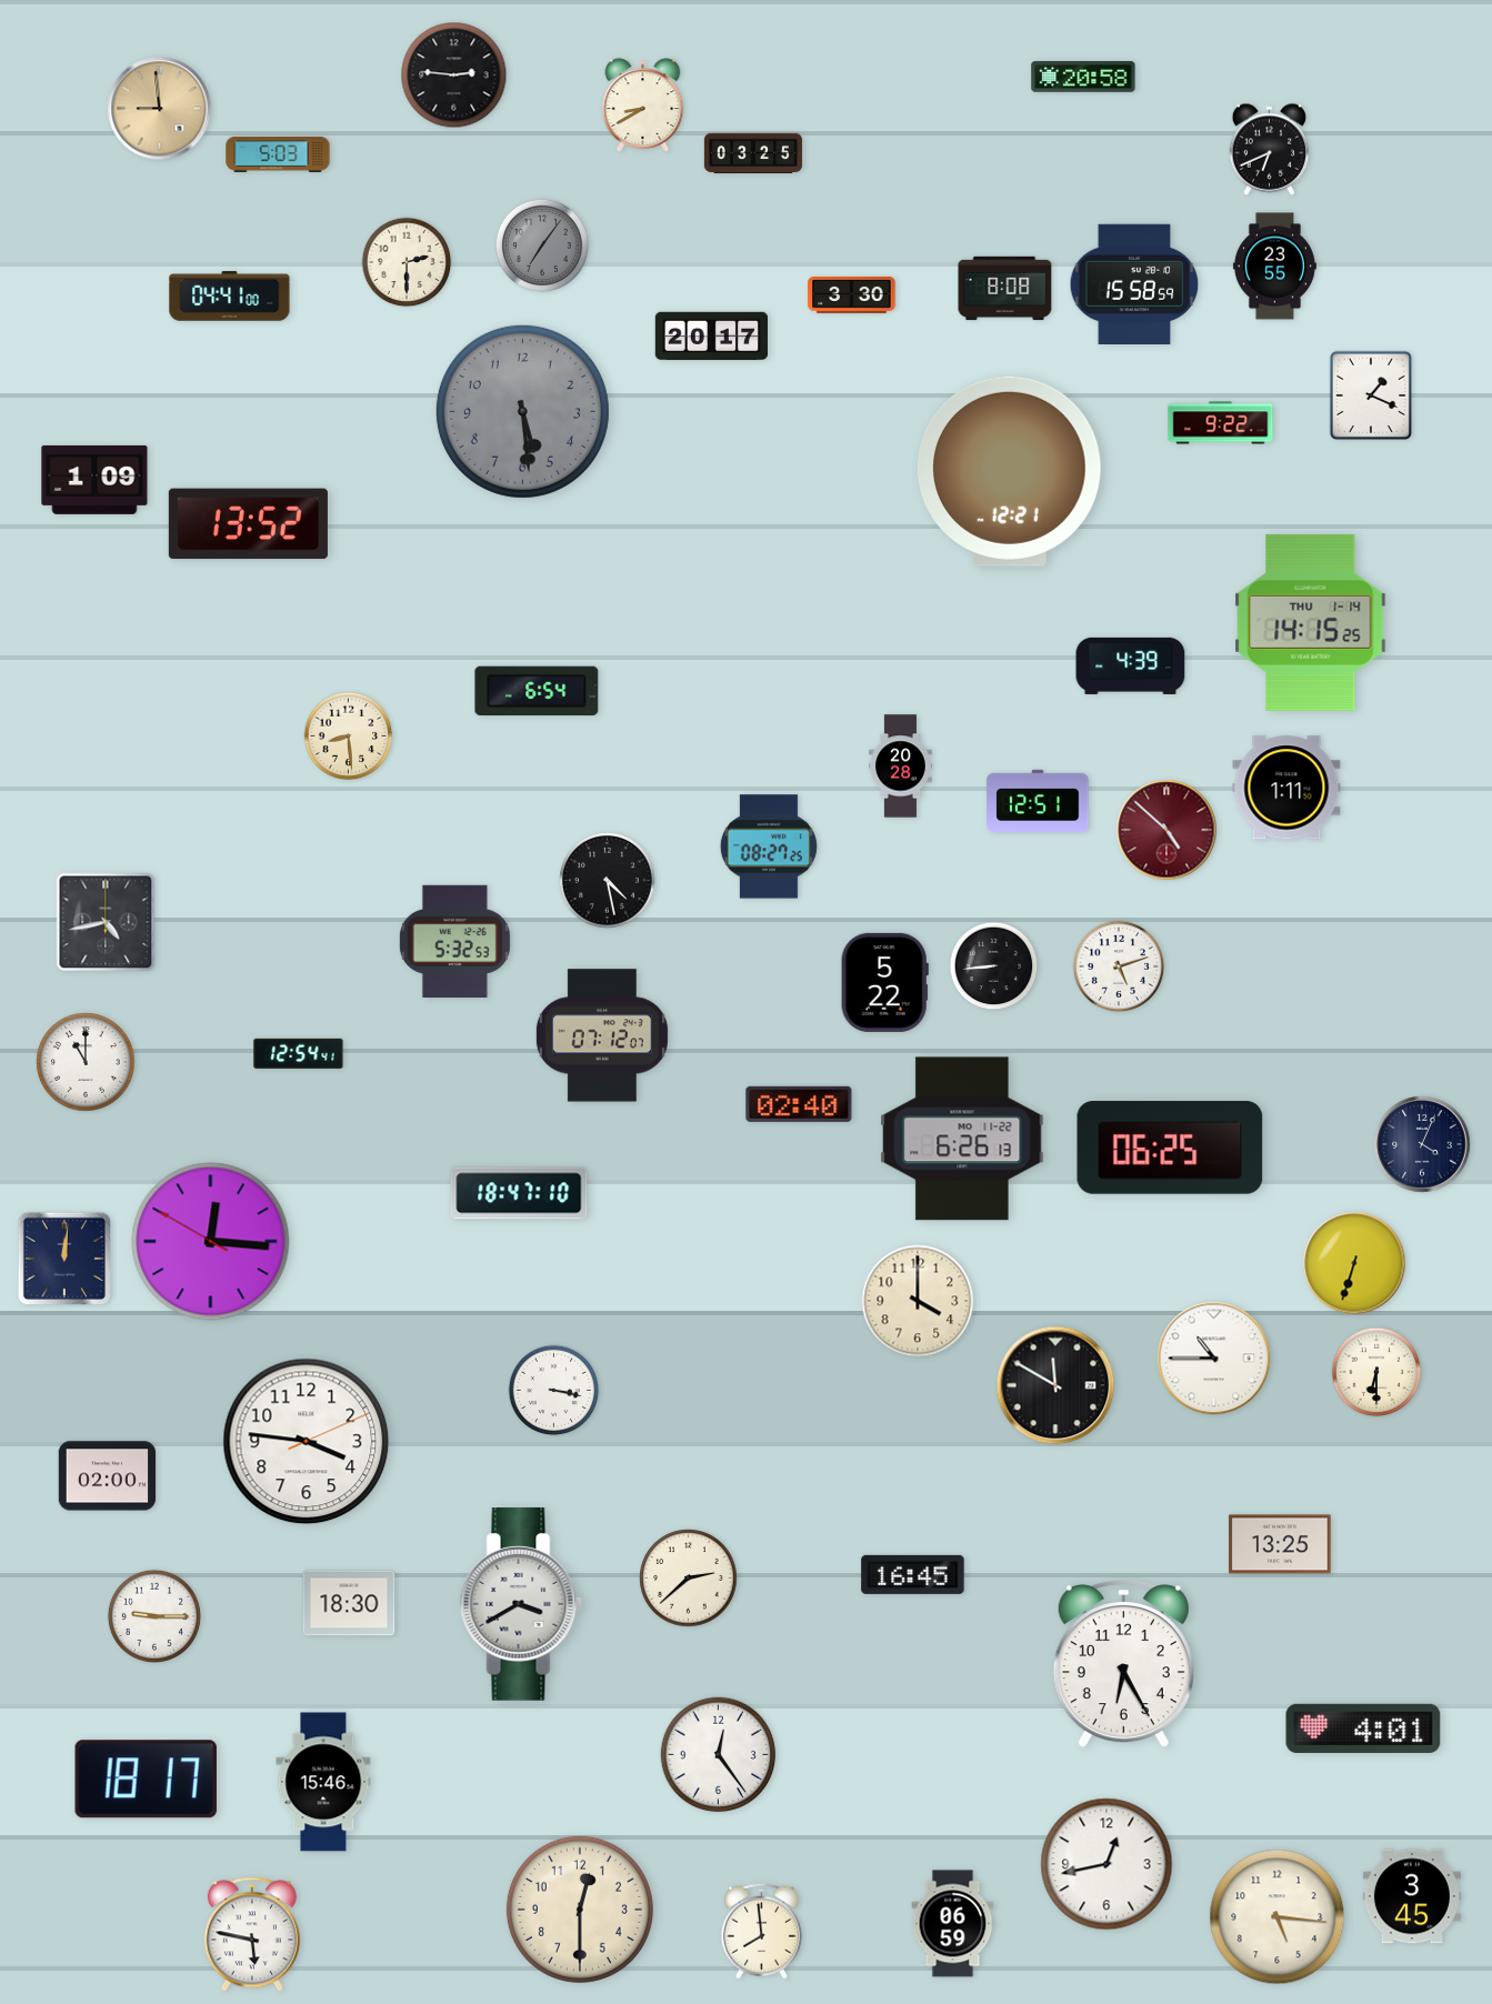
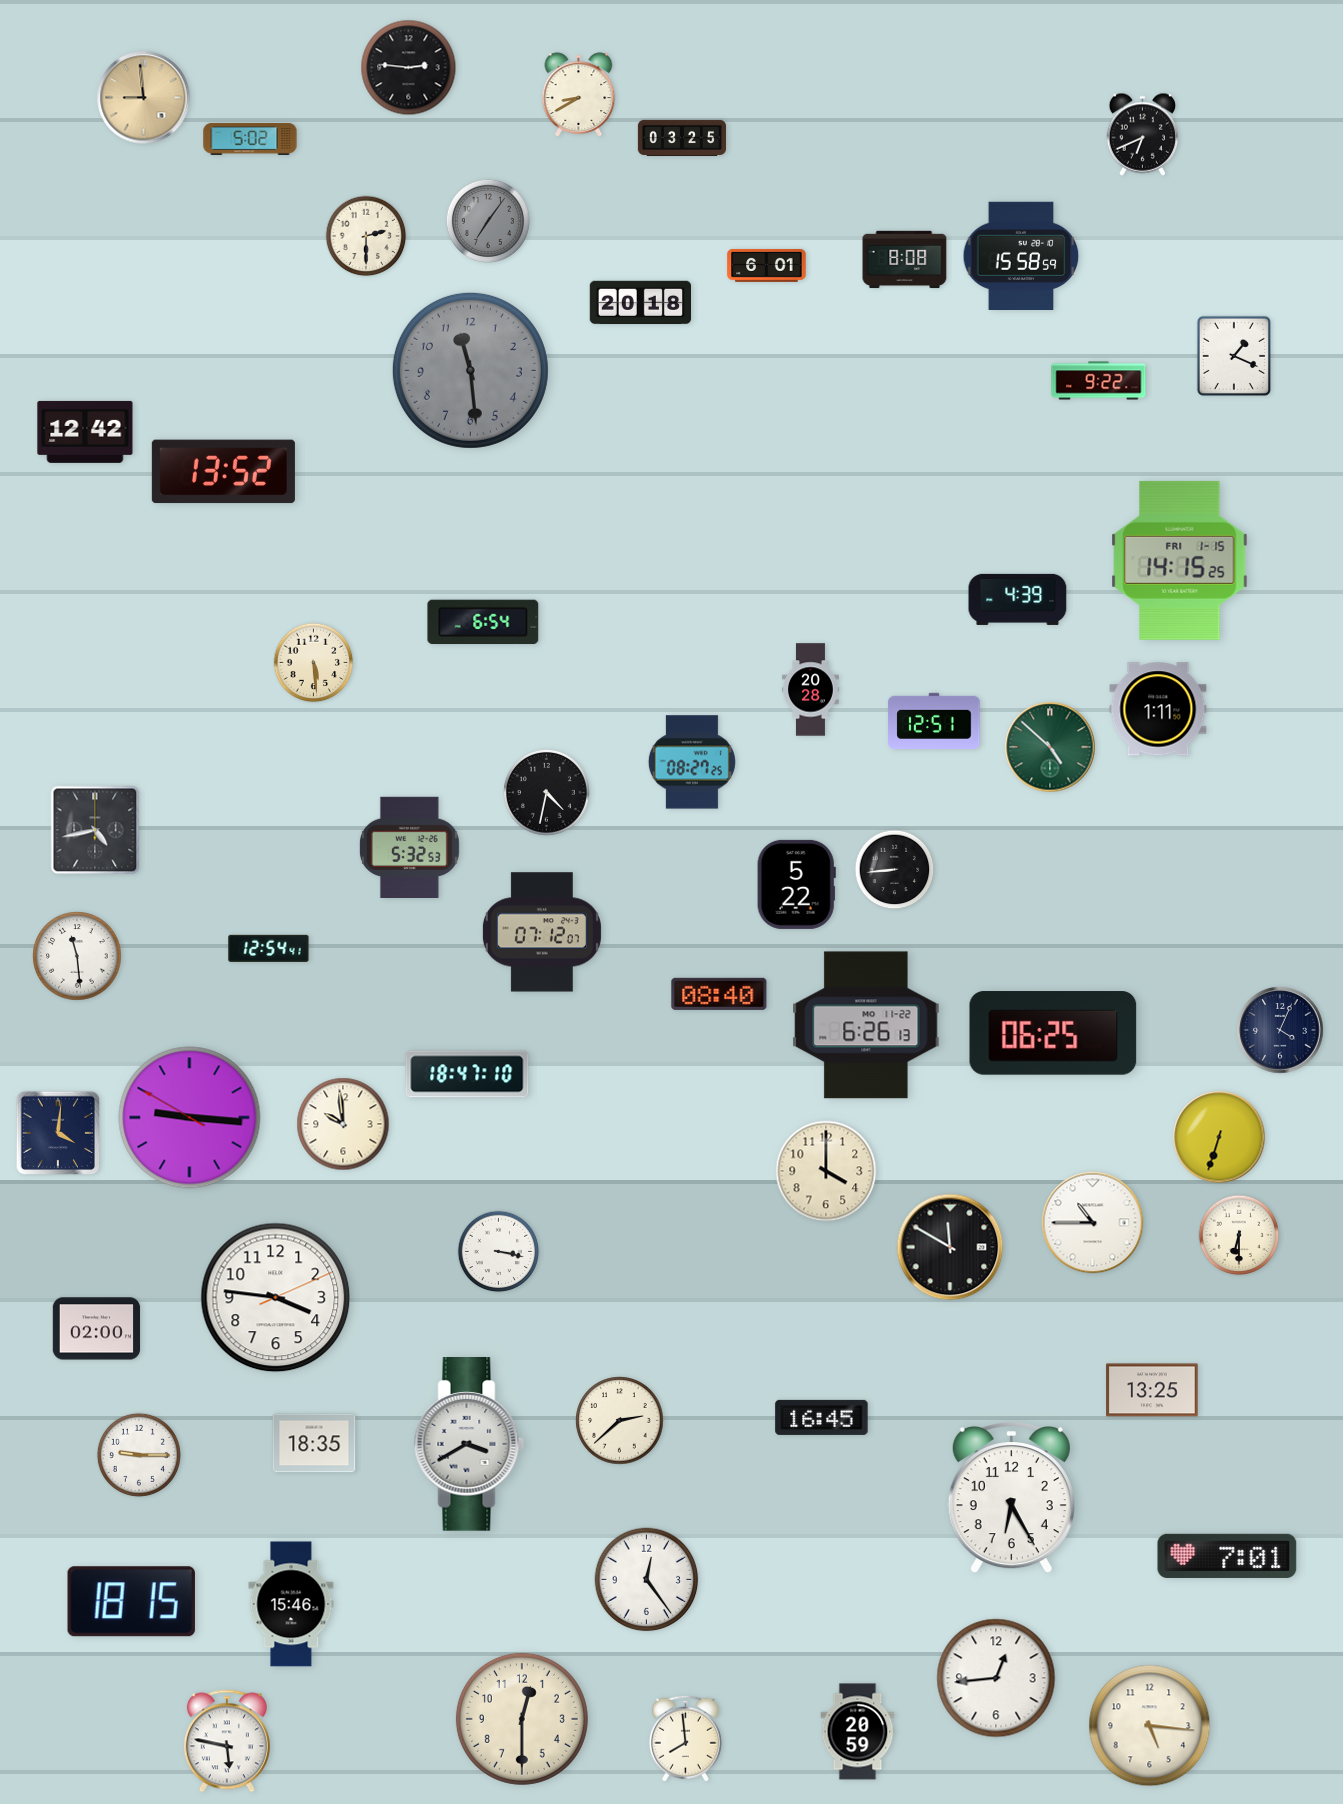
clock at (1083, 77): 20:58 -> none
clock at (752, 152) position: (752, 152) -> (681, 137)
clock at (278, 154): 5:03 -> 5:02
clock at (1274, 267): 23:55 -> none
clock at (852, 294): 3:30 -> 6:01
clock at (230, 297): 04:41 -> none
clock at (711, 337): 20:17 -> 20:18
clock at (522, 411): 5:29 -> 11:29
clock at (1010, 471): 12:21 -> none
clock at (94, 480): 1:09 -> 12:42
clock at (1311, 622) date: THU 1-14 -> FRI 1-15
clock at (349, 737): 8:29 -> 5:29
clock at (1166, 830) dial: burgundy -> green
clock at (608, 881): 4:28 -> 4:32
clock at (1118, 965): 5:12 -> none
clock at (86, 1062): 11:00 -> 11:29
clock at (799, 1104): 02:40 -> 08:40
clock at (211, 1242): 12:15 -> 9:15
clock at (343, 1124): none -> 9:59
clock at (63, 1257): 12:01 -> 4:01
clock at (349, 1603): 18:30 -> 18:35
clock at (1363, 1729): 4:01 -> 7:01
clock at (146, 1780): 18:17 -> 18:15
clock at (1107, 1864): 12:43 -> 12:44
clock at (1412, 1896): 3:45 -> none
clock at (953, 1924): 06:59 -> 20:59
